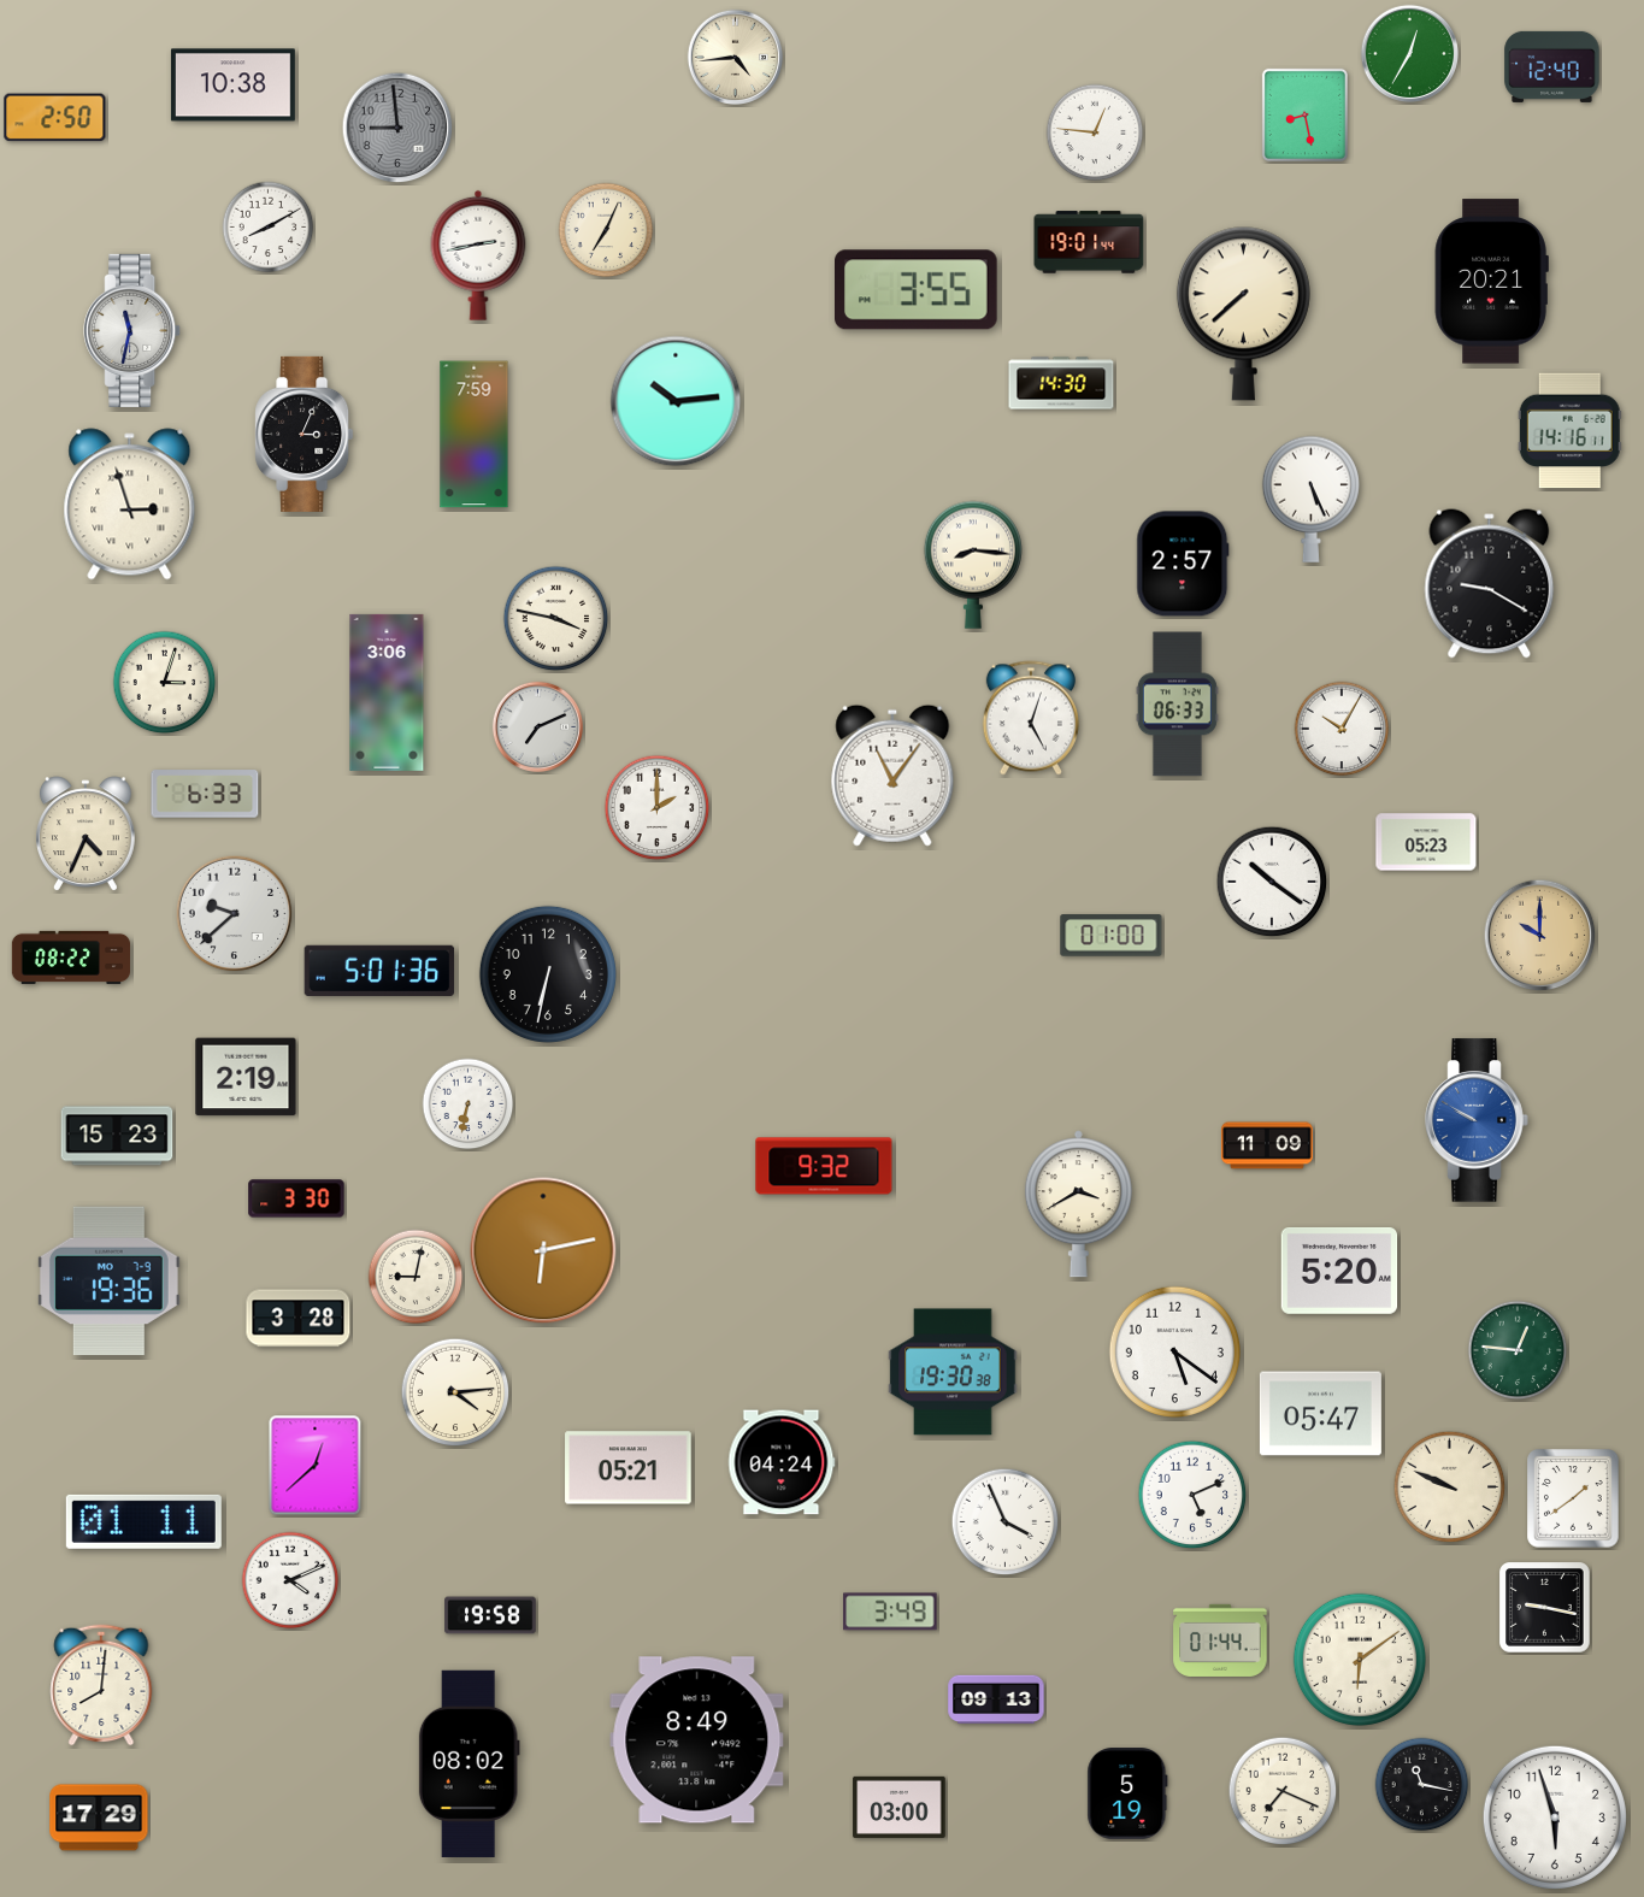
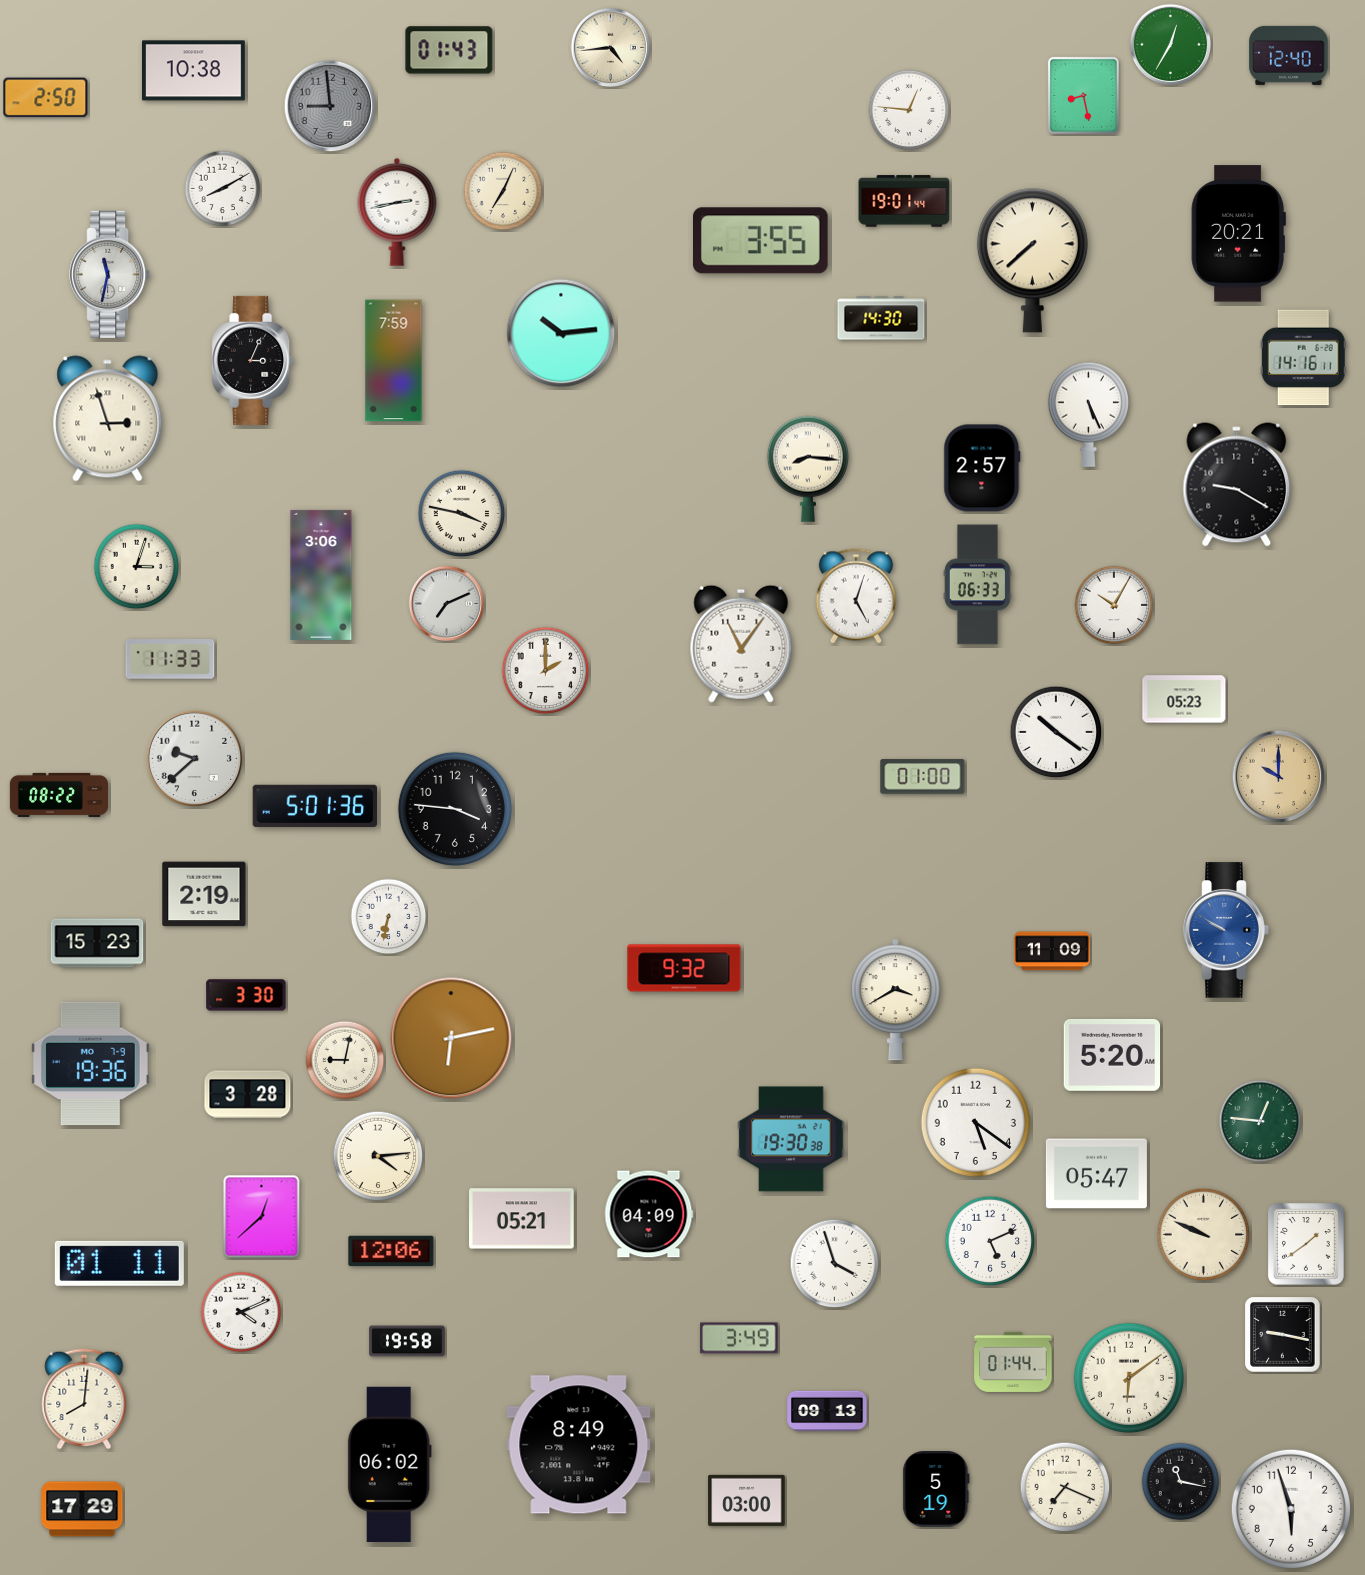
clock at (449, 50): none -> 01:43
clock at (205, 794): 6:33 -> 11:33
clock at (87, 833): 4:34 -> none
clock at (548, 974): 6:32 -> 3:46
clock at (782, 1462): 04:24 -> 04:09
clock at (391, 1251): none -> 12:06
clock at (1006, 1522): 3:56 -> 3:57
clock at (469, 1763): 08:02 -> 06:02
